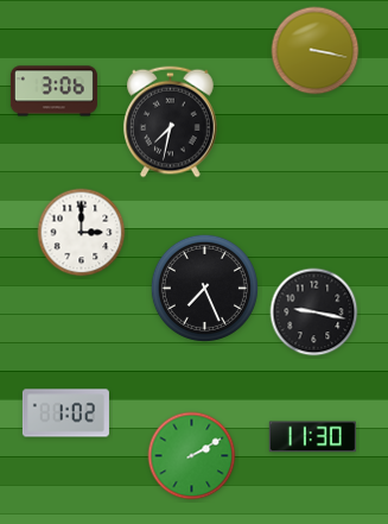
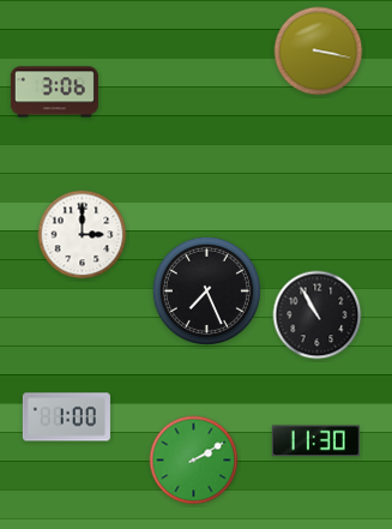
clock at (171, 122): 7:32 -> none
clock at (314, 312): 9:17 -> 10:55
clock at (65, 413): 1:02 -> 1:00
